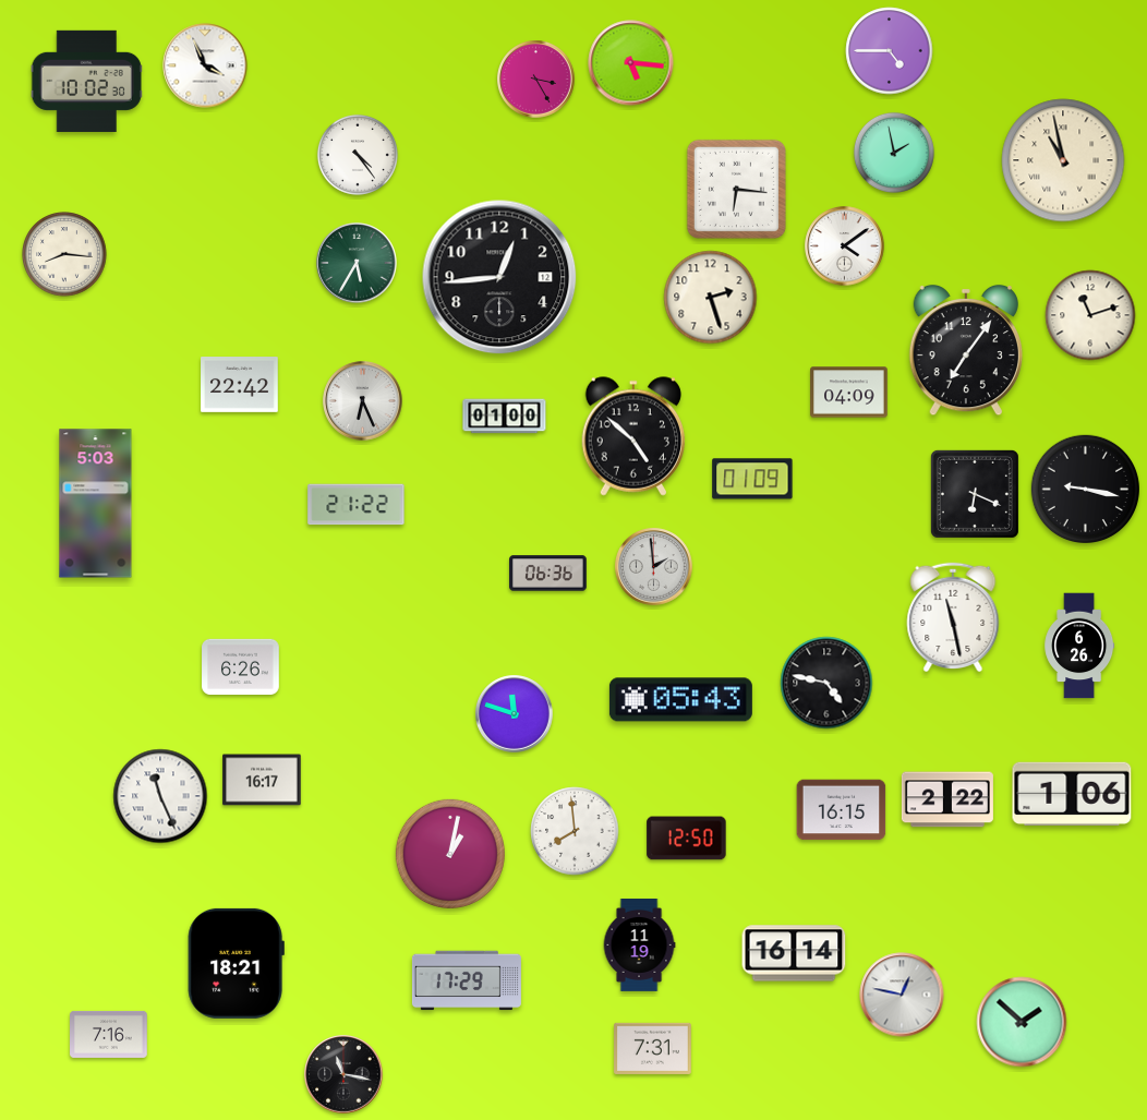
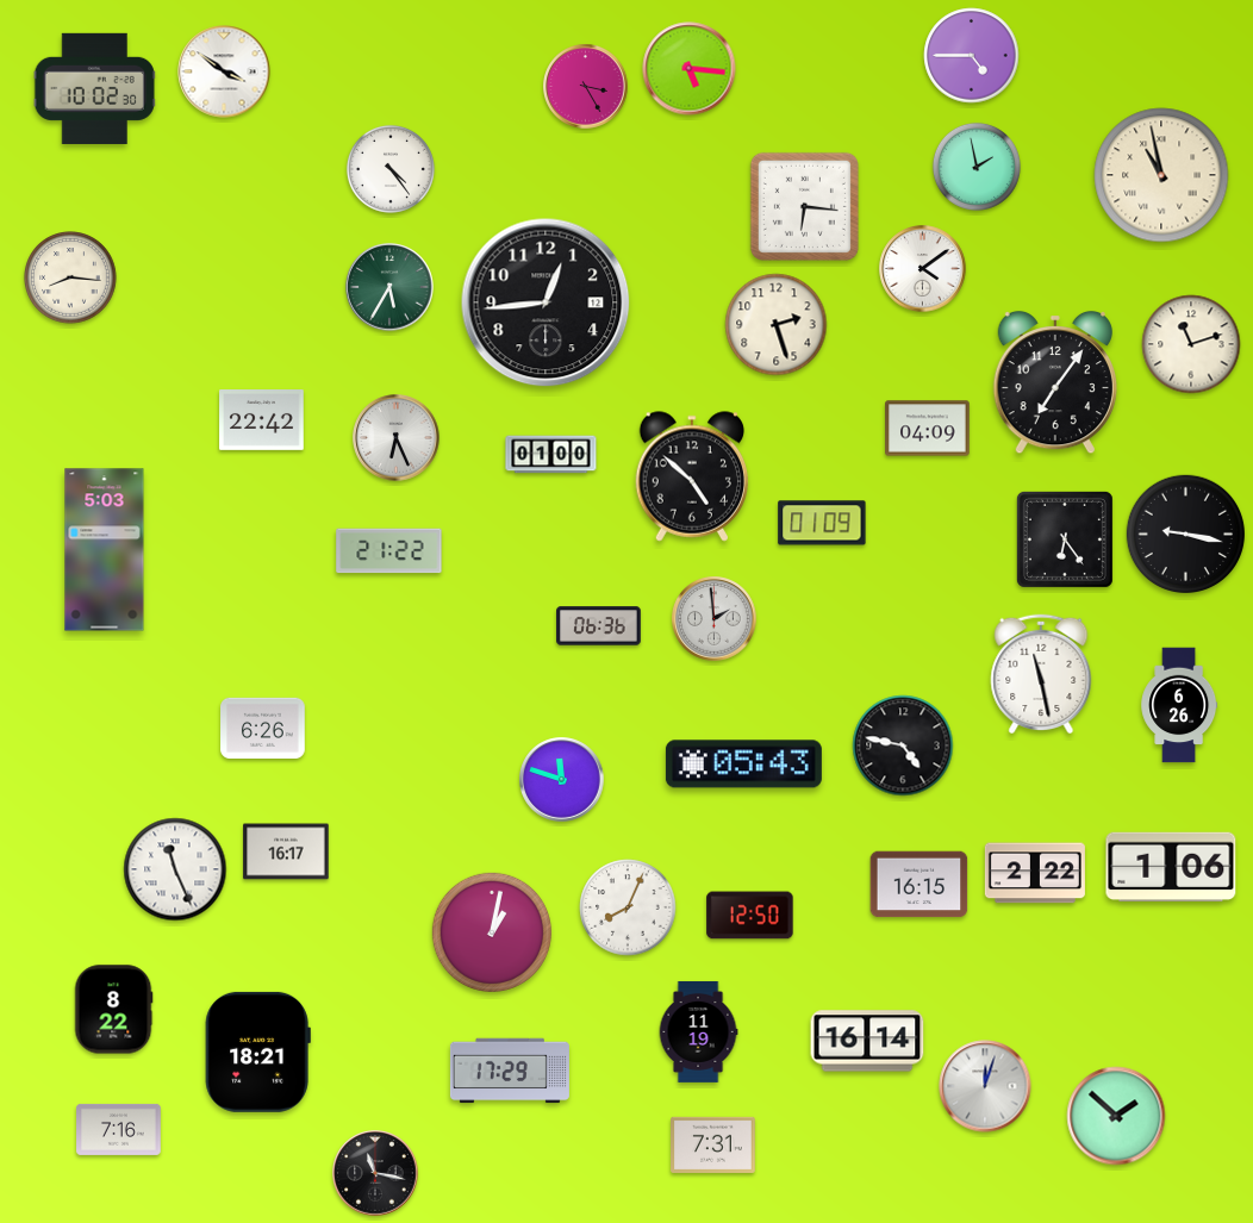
clock at (205, 65): 3:56 -> 3:51
clock at (975, 494): 6:19 -> 6:24
clock at (575, 831): 7:59 -> 8:04
clock at (113, 1010): none -> 8:22
clock at (902, 995): 12:47 -> 12:03
